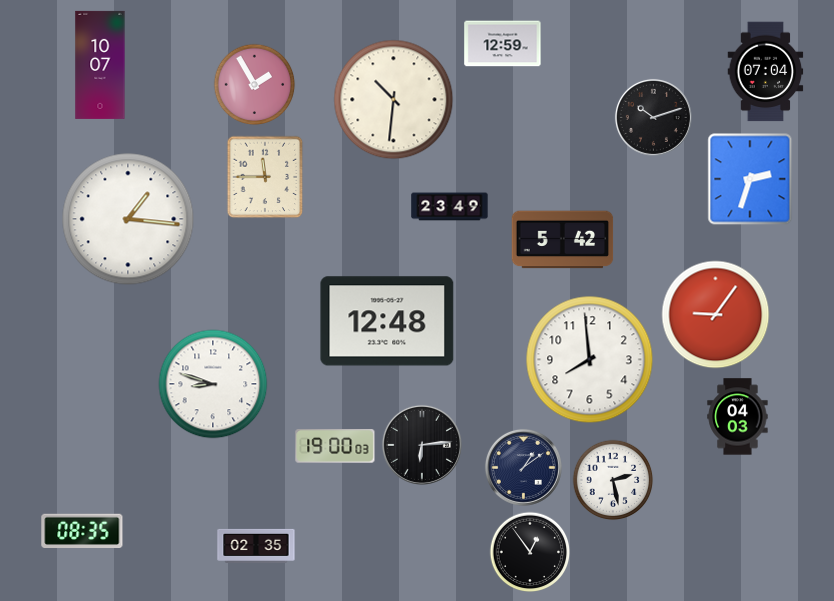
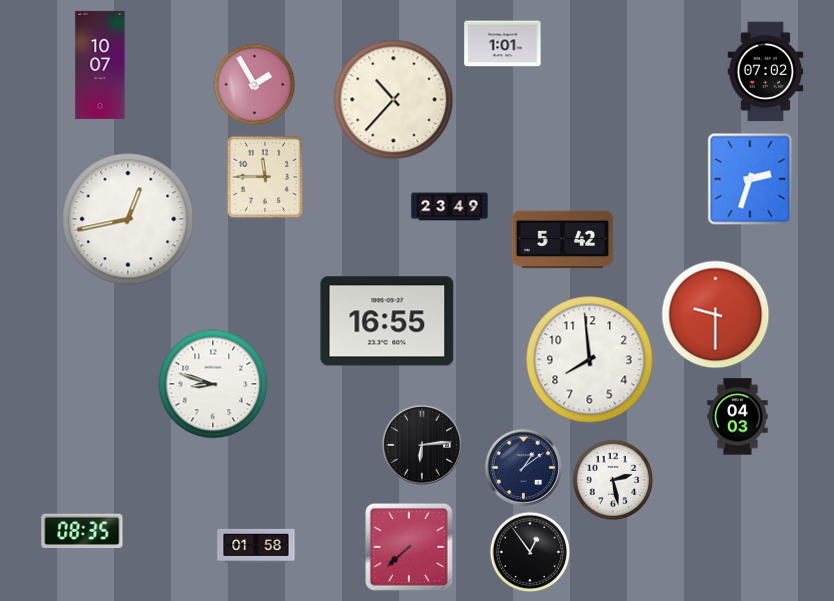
clock at (503, 44): 12:59 -> 1:01
clock at (766, 72): 07:04 -> 07:02
clock at (394, 100): 10:31 -> 10:37
clock at (653, 117): 10:12 -> none
clock at (128, 219): 1:16 -> 12:43
clock at (716, 315): 9:06 -> 9:30
clock at (387, 321): 12:48 -> 16:55
clock at (335, 446): 19:00 -> none
clock at (256, 546): 02:35 -> 01:58
clock at (409, 547): none -> 7:38
